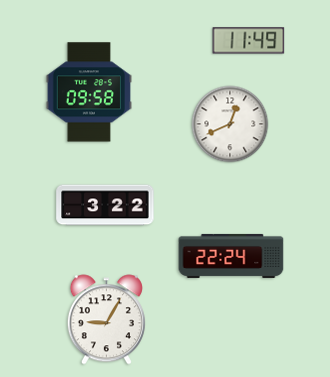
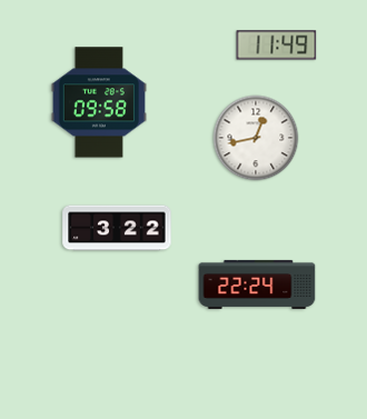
clock at (230, 124): 12:41 -> 12:43
clock at (106, 320): 9:05 -> none
